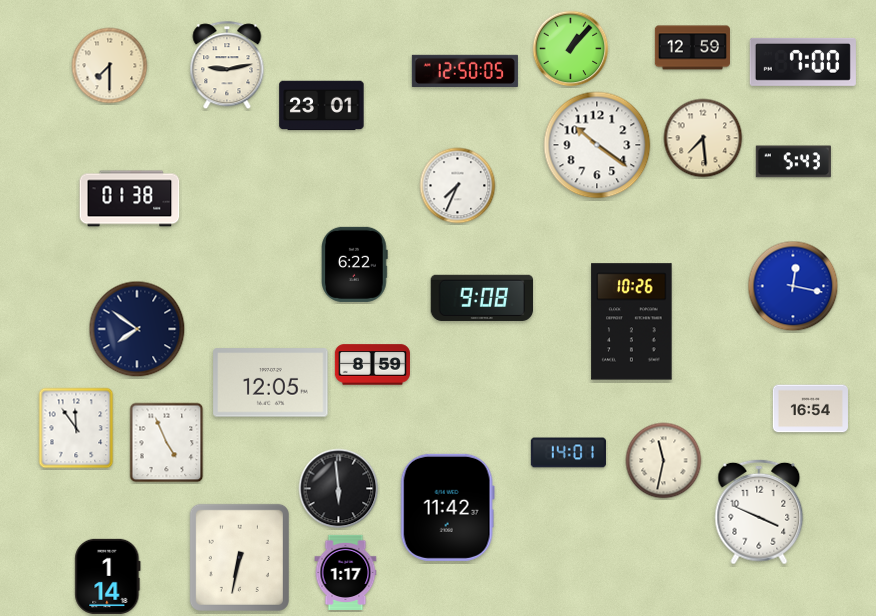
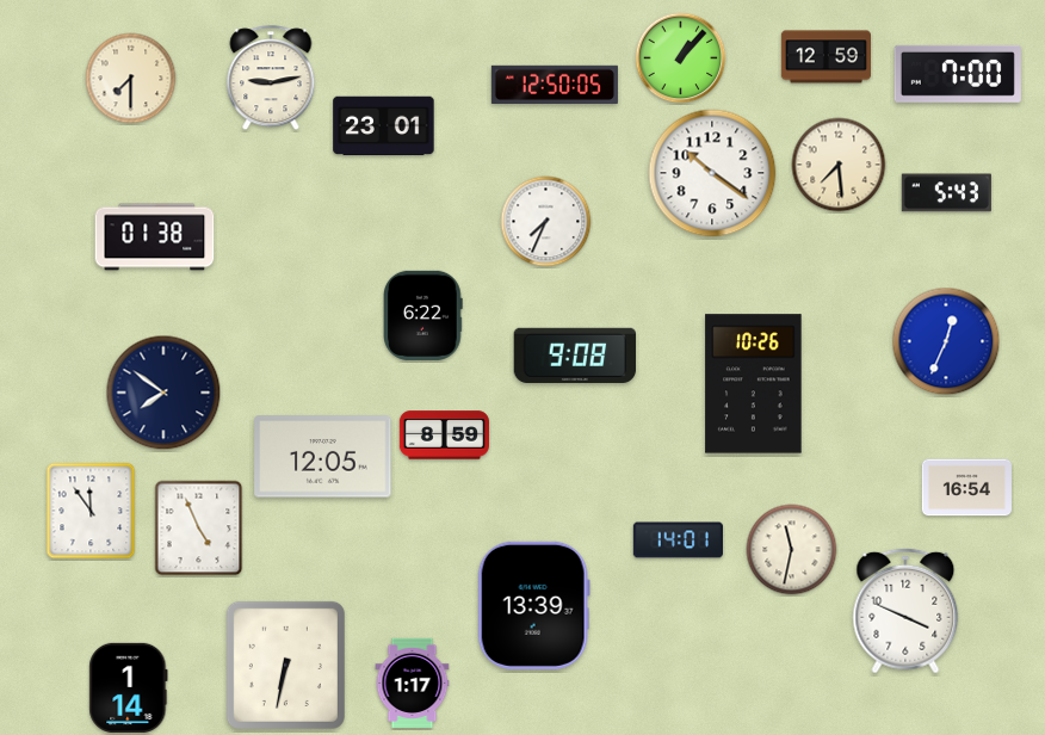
clock at (793, 286): 12:17 -> 12:34
clock at (339, 489): 5:59 -> none
clock at (447, 507): 11:42 -> 13:39
